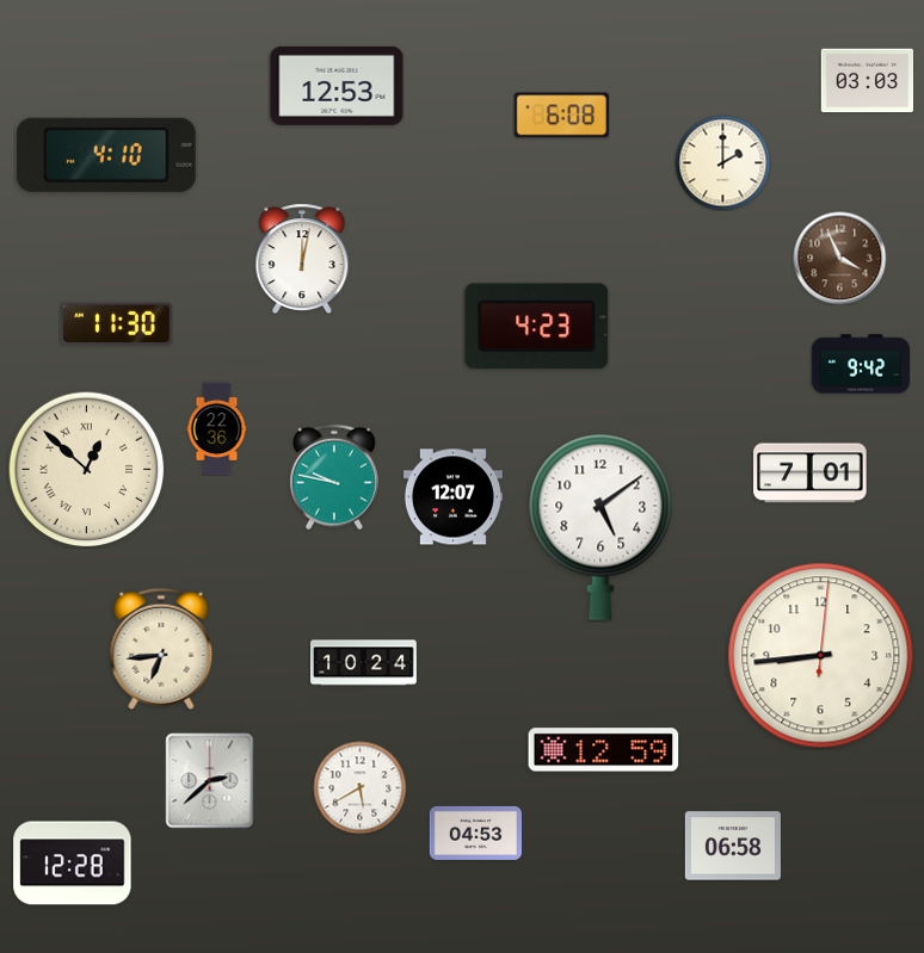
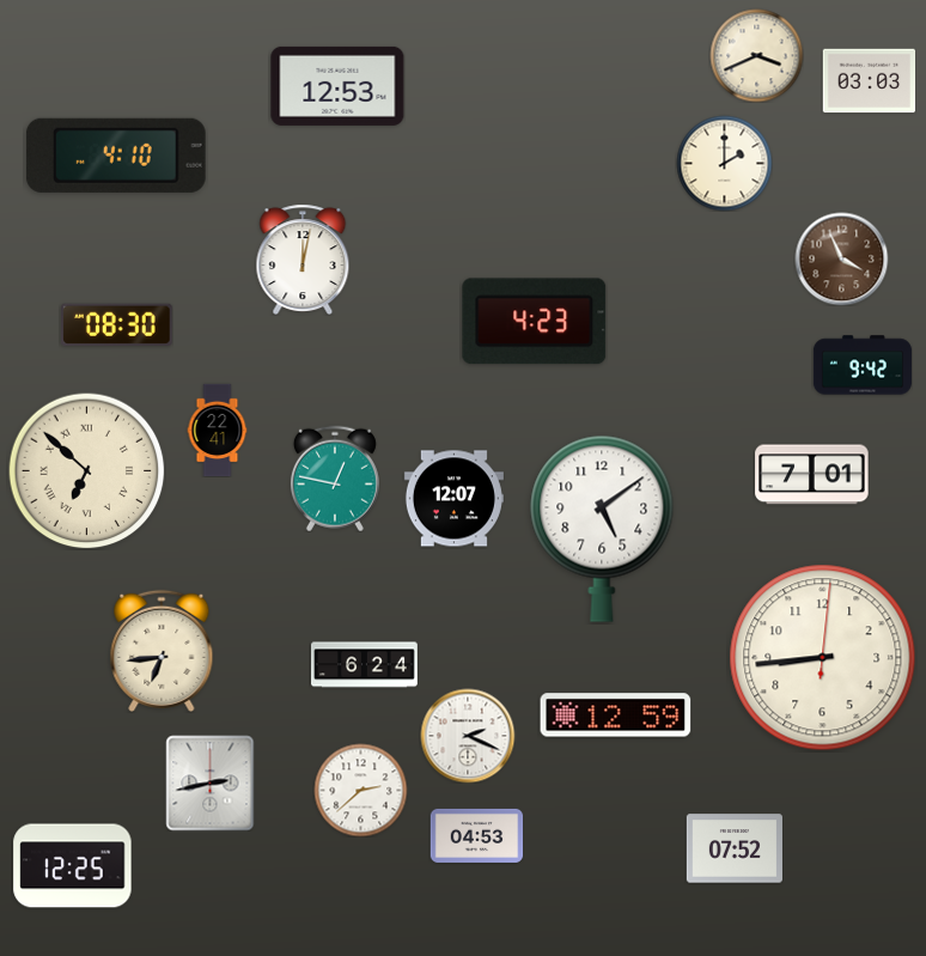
clock at (756, 55): none -> 3:41
clock at (561, 116): 6:08 -> none
clock at (106, 155) position: (106, 155) -> (116, 156)
clock at (117, 323): 11:30 -> 08:30
clock at (537, 327) position: (537, 327) -> (535, 322)
clock at (217, 428): 22:36 -> 22:41
clock at (87, 470): 12:52 -> 6:52
clock at (334, 477): 9:47 -> 12:47
clock at (364, 663): 10:24 -> 6:24
clock at (468, 736): none -> 2:19
clock at (604, 750) position: (604, 750) -> (616, 716)
clock at (210, 780): 2:38 -> 2:43
clock at (359, 787): 5:40 -> 2:38
clock at (733, 846): 06:58 -> 07:52
clock at (73, 864): 12:28 -> 12:25
